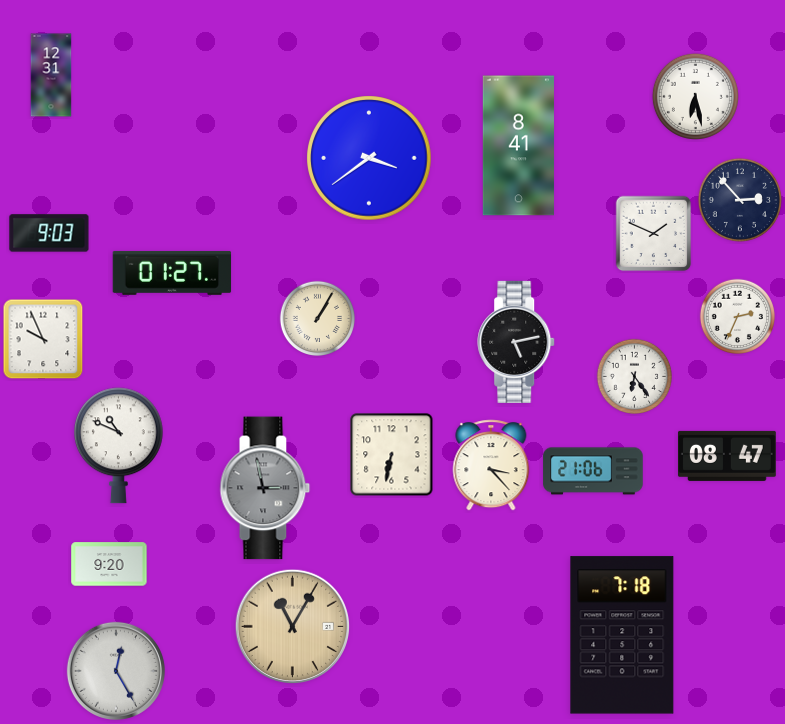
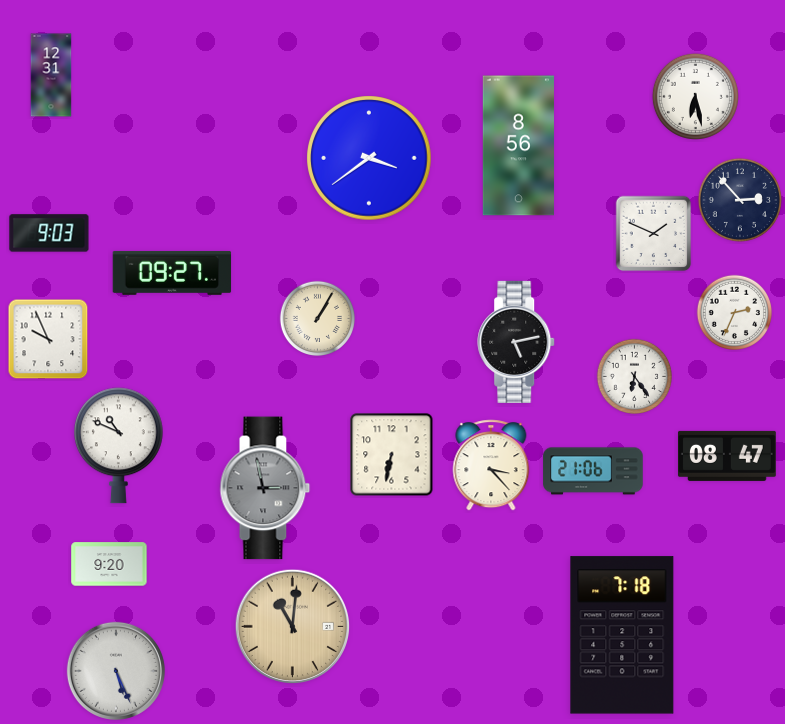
clock at (518, 146): 8:41 -> 8:56
clock at (172, 273): 01:27 -> 09:27
clock at (737, 316) position: (737, 316) -> (734, 312)
clock at (43, 339) position: (43, 339) -> (48, 339)
clock at (293, 627): 11:05 -> 11:01
clock at (116, 671): 12:25 -> 5:26
